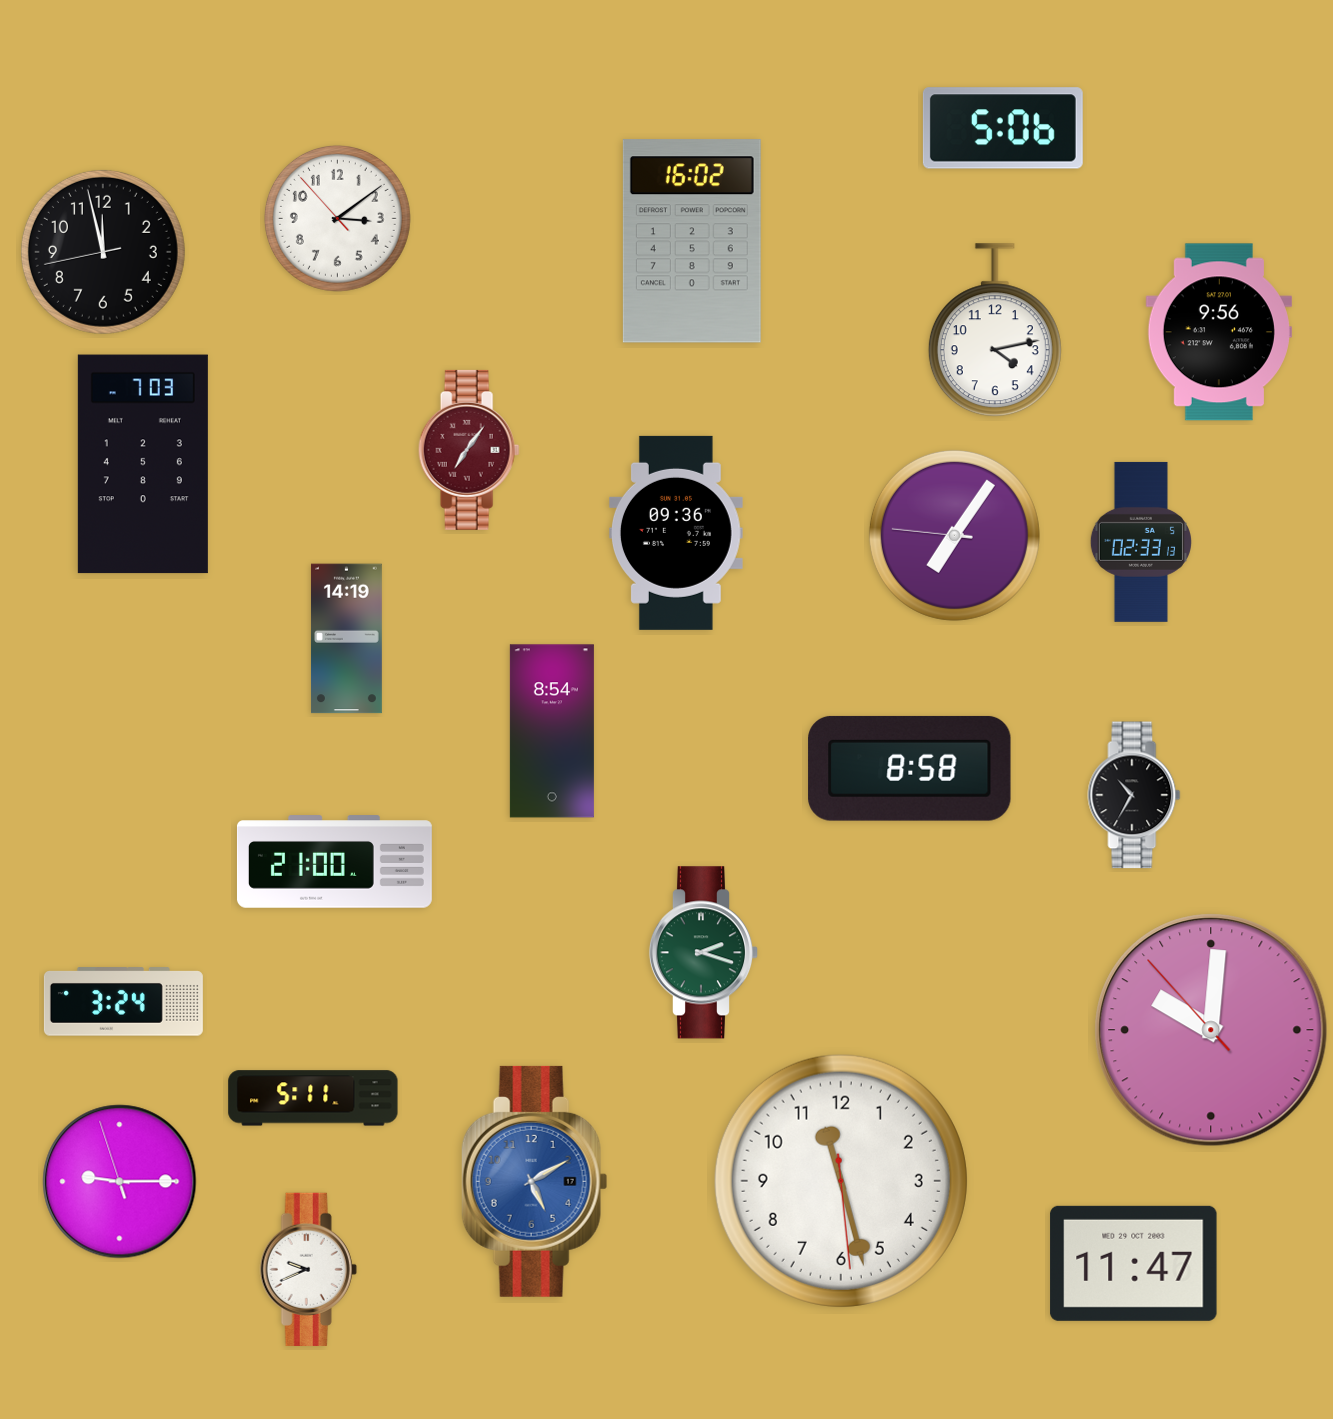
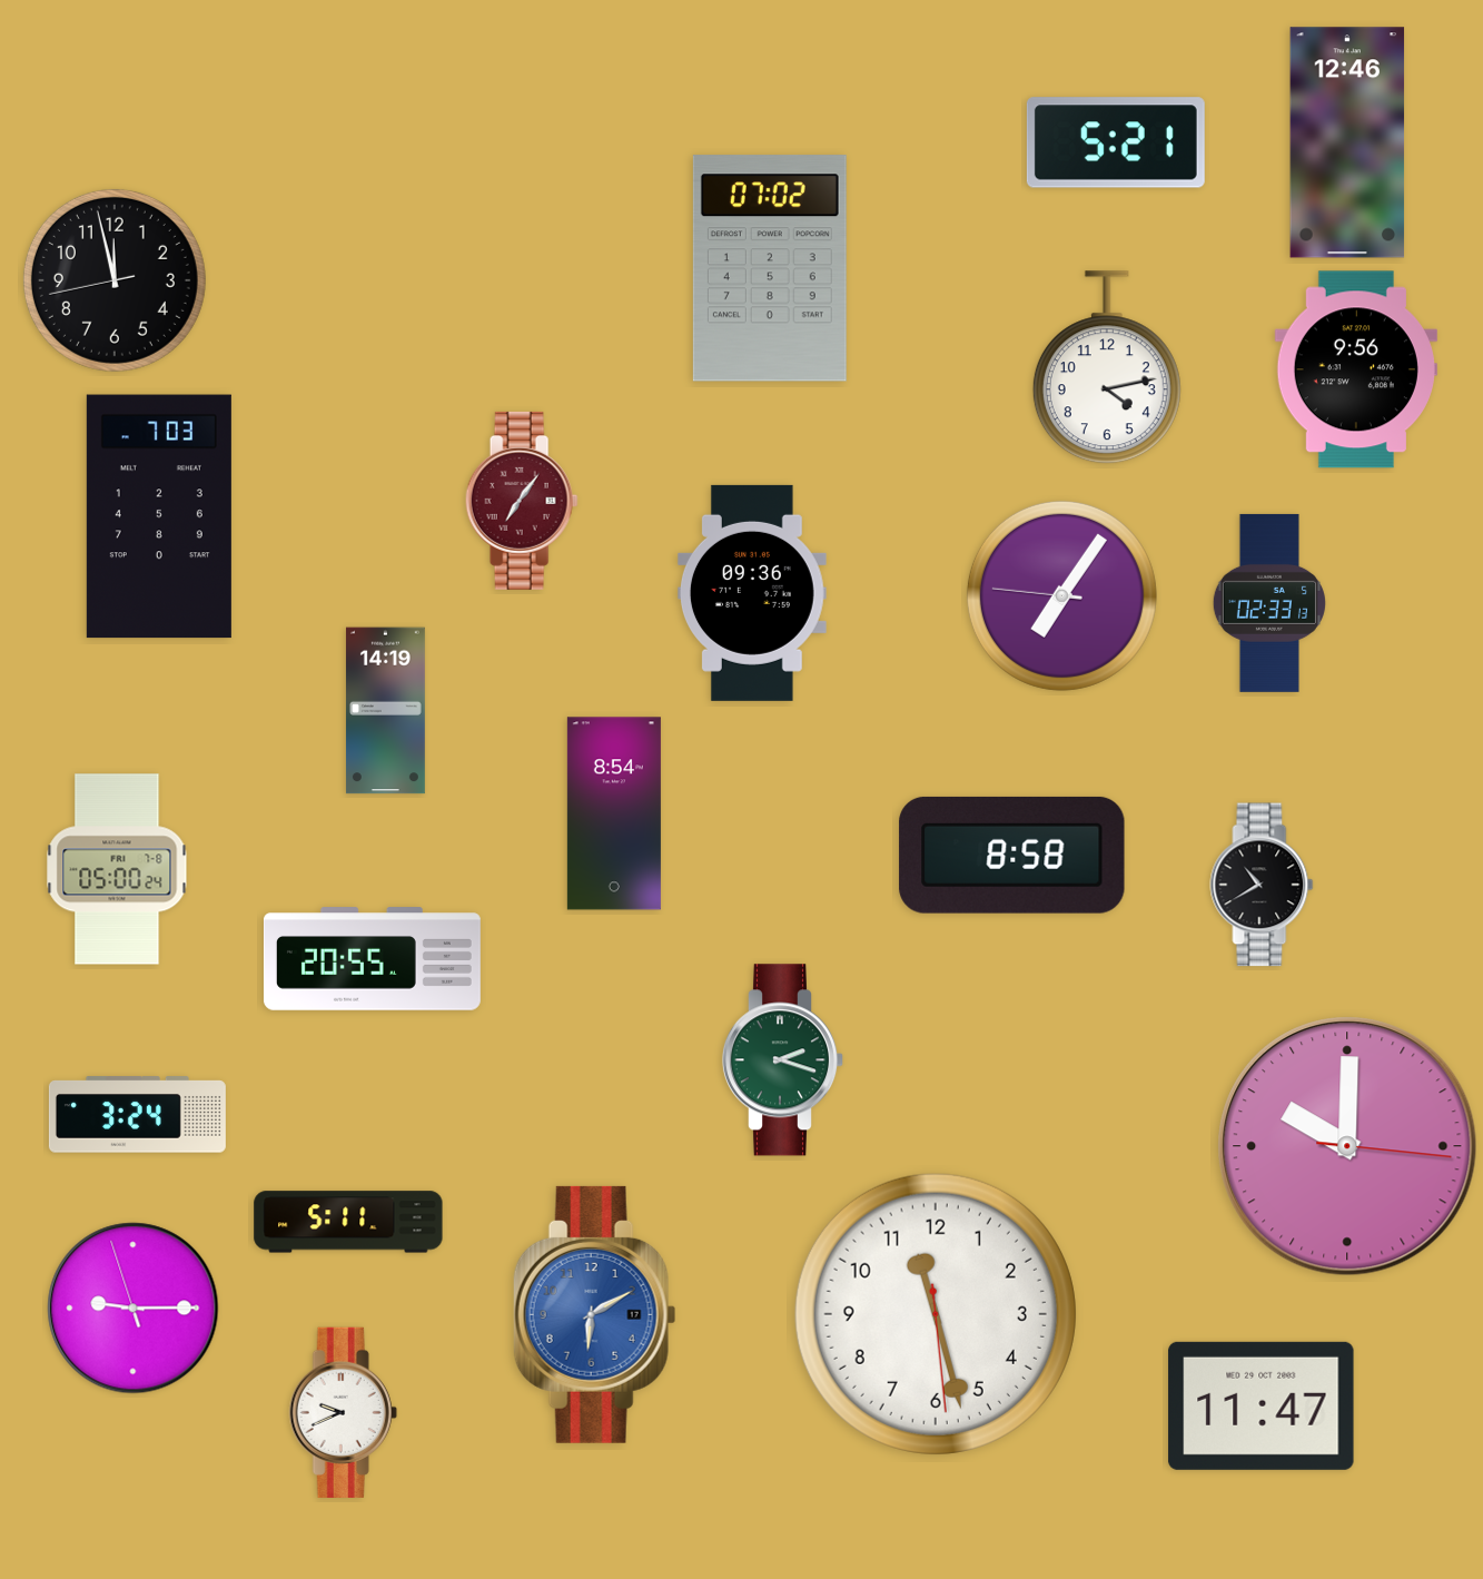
clock at (1003, 128): 5:06 -> 5:21
clock at (1347, 142): none -> 12:46
clock at (337, 218): 3:08 -> none
clock at (692, 241): 16:02 -> 07:02
clock at (117, 869): none -> 05:00
clock at (1134, 795): 10:35 -> 10:40
clock at (334, 862): 21:00 -> 20:55
clock at (1211, 1030): 10:00:53 -> 10:00:16
clock at (535, 1181): 5:10 -> 6:10
clock at (120, 1182) position: (120, 1182) -> (134, 1309)
